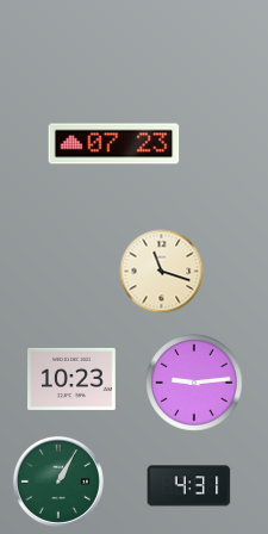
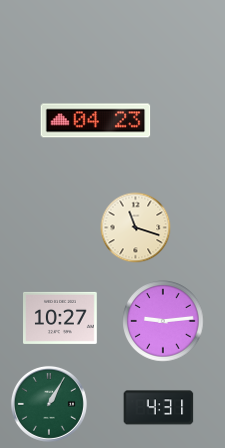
clock at (114, 144): 07:23 -> 04:23
clock at (73, 379): 10:23 -> 10:27
